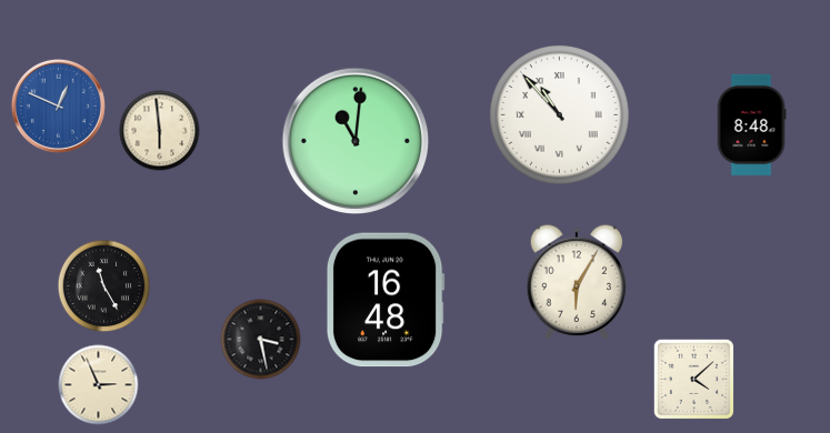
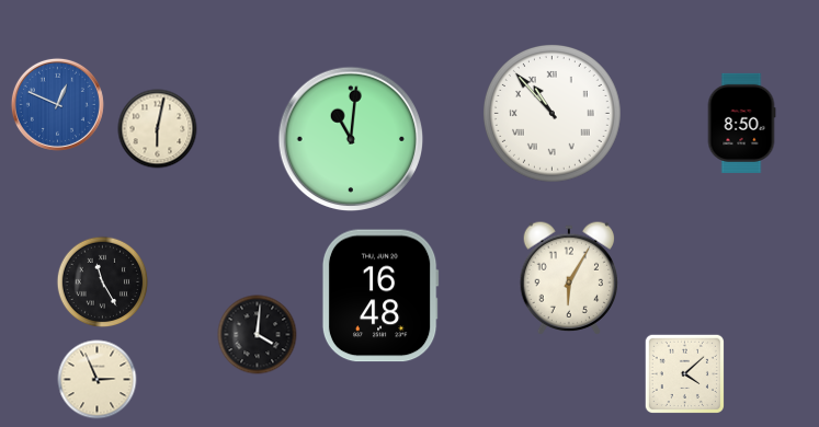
clock at (751, 124): 8:48 -> 8:50
clock at (160, 131): 5:59 -> 6:02
clock at (261, 340): 3:28 -> 4:01
